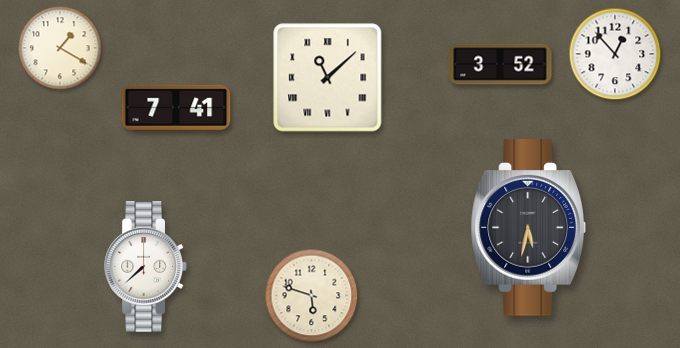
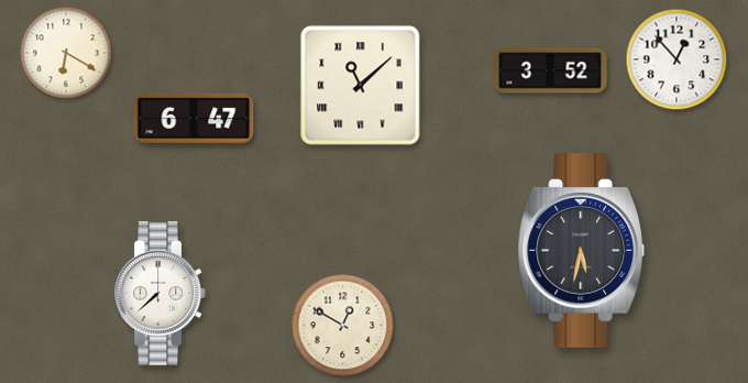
clock at (60, 48): 1:20 -> 6:20
clock at (176, 108): 7:41 -> 6:47
clock at (312, 296): 5:48 -> 12:50
